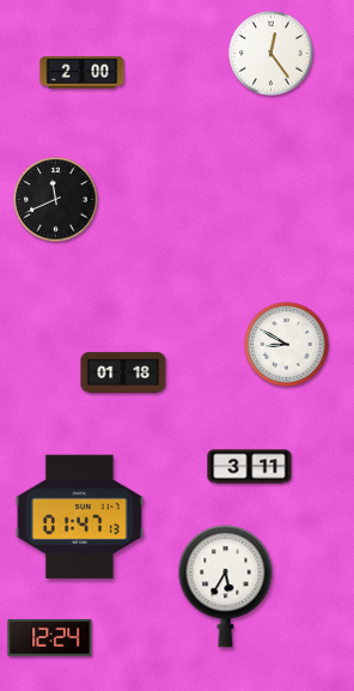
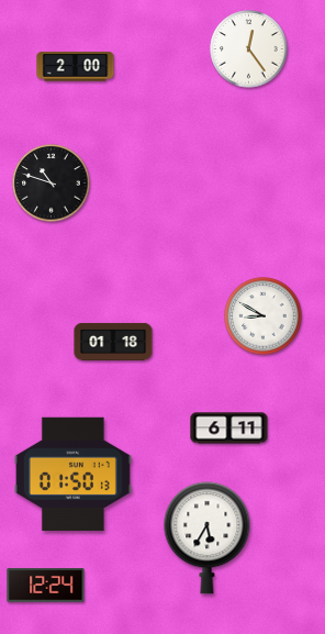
clock at (56, 200): 11:41 -> 10:48
clock at (250, 467): 3:11 -> 6:11
clock at (79, 517): 01:47 -> 01:50
